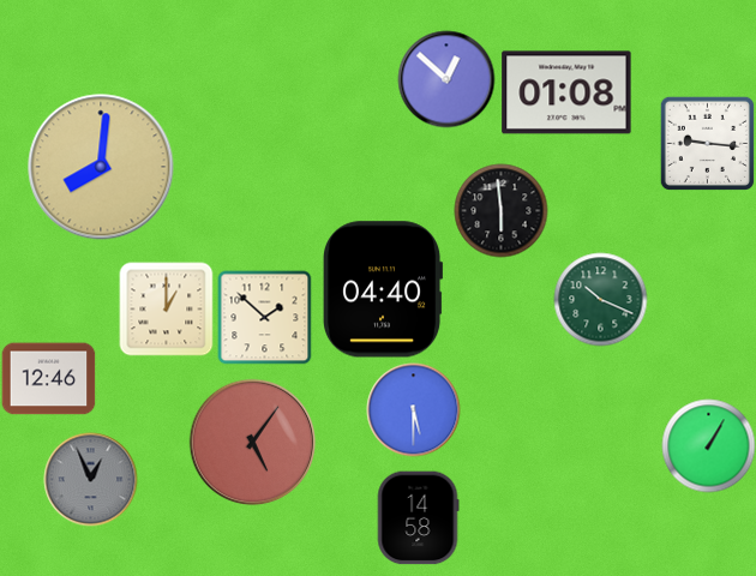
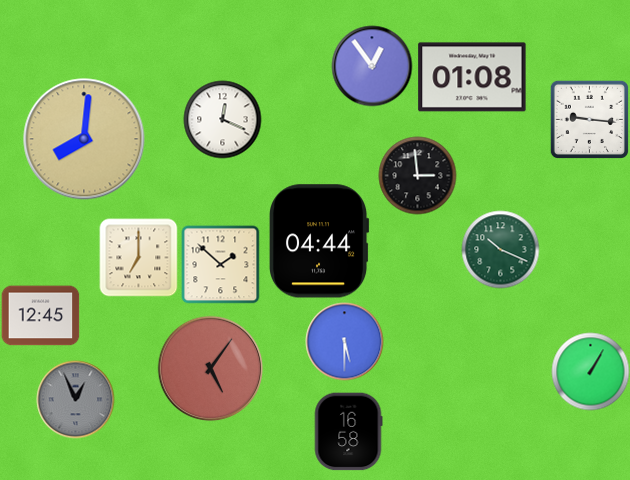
clock at (446, 79): 12:52 -> 12:54
clock at (222, 119): none -> 12:19
clock at (500, 210): 5:59 -> 2:59
clock at (384, 289): 04:40 -> 04:44
clock at (166, 308): 1:00 -> 7:00
clock at (48, 379): 12:46 -> 12:45
clock at (418, 517): 14:58 -> 16:58
